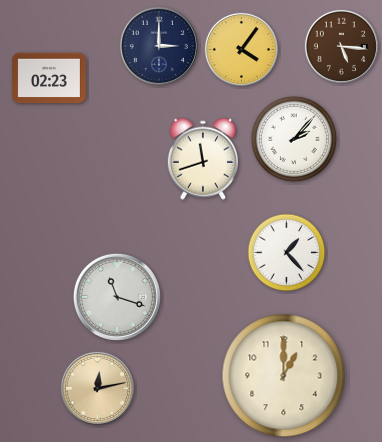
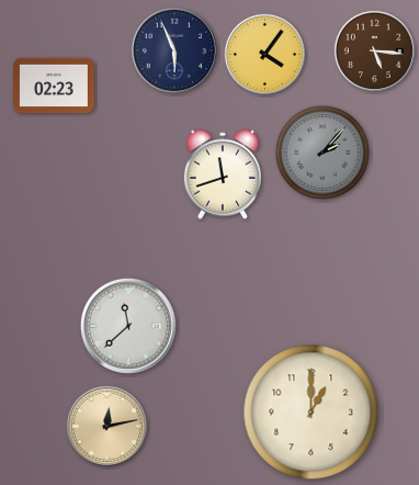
clock at (159, 46): 3:00 -> 5:56
clock at (294, 139) dial: white -> grey
clock at (287, 253): 1:23 -> none
clock at (117, 297): 11:18 -> 11:38
